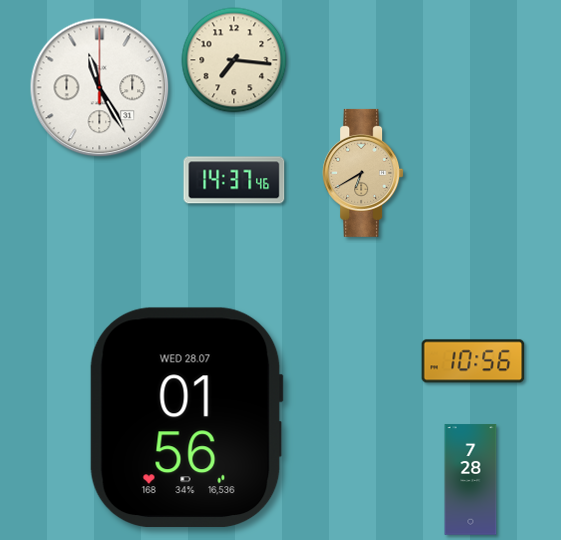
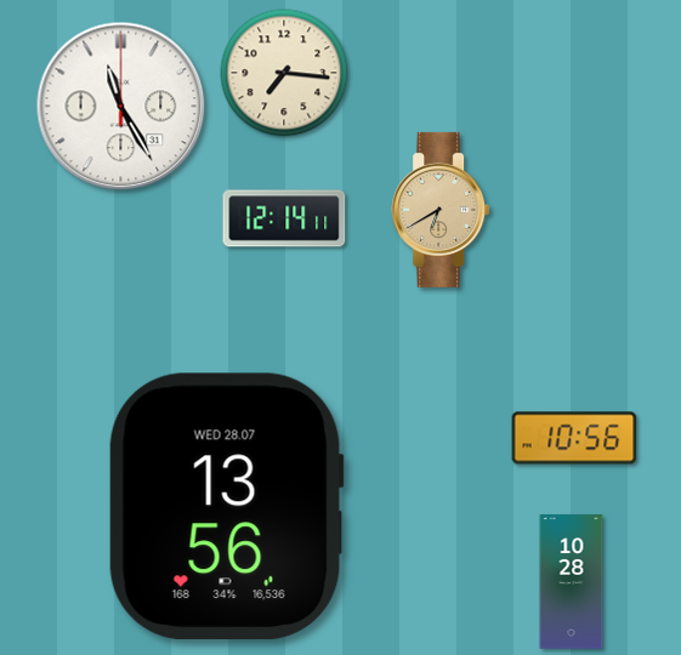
clock at (234, 180): 14:37 -> 12:14
clock at (186, 418): 01:56 -> 13:56
clock at (471, 480): 7:28 -> 10:28
